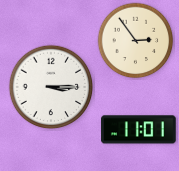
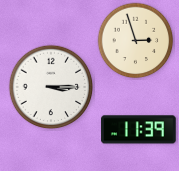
clock at (136, 41): 2:54 -> 2:57
clock at (139, 130): 11:01 -> 11:39
